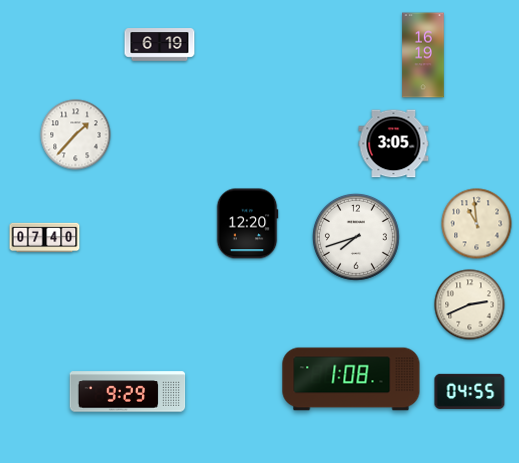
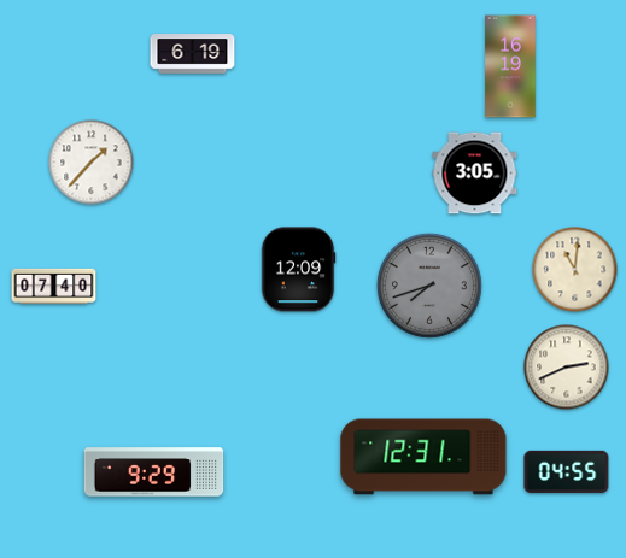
clock at (247, 224): 12:20 -> 12:09
clock at (477, 224): 10:59 -> 11:01
clock at (356, 237) dial: white -> grey
clock at (351, 379): 1:08 -> 12:31
